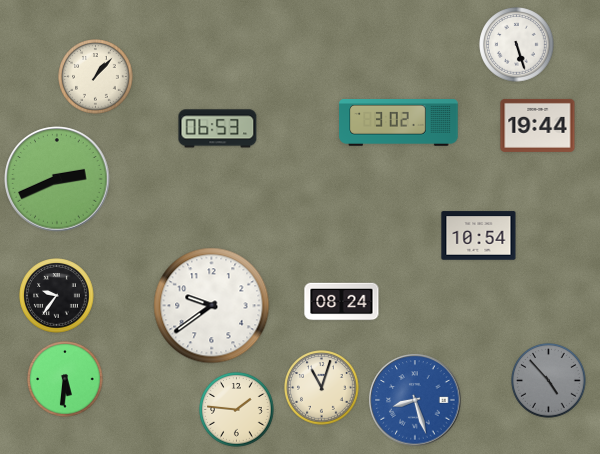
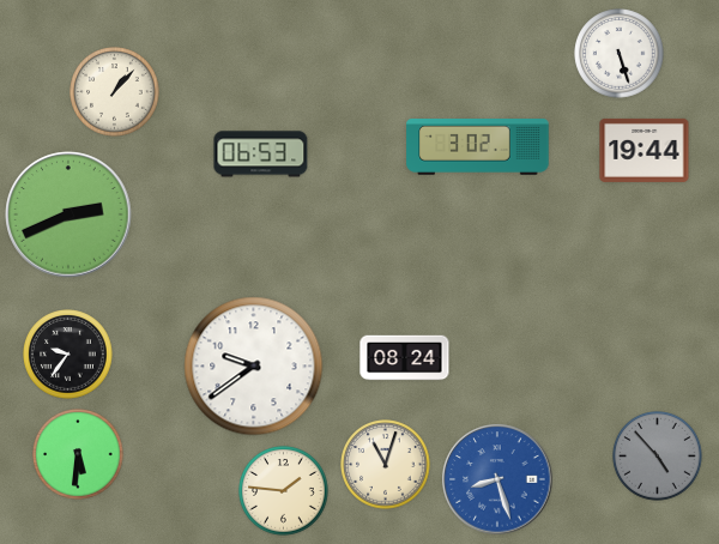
clock at (479, 236): 10:54 -> none
clock at (342, 302) position: (342, 302) -> (405, 358)
